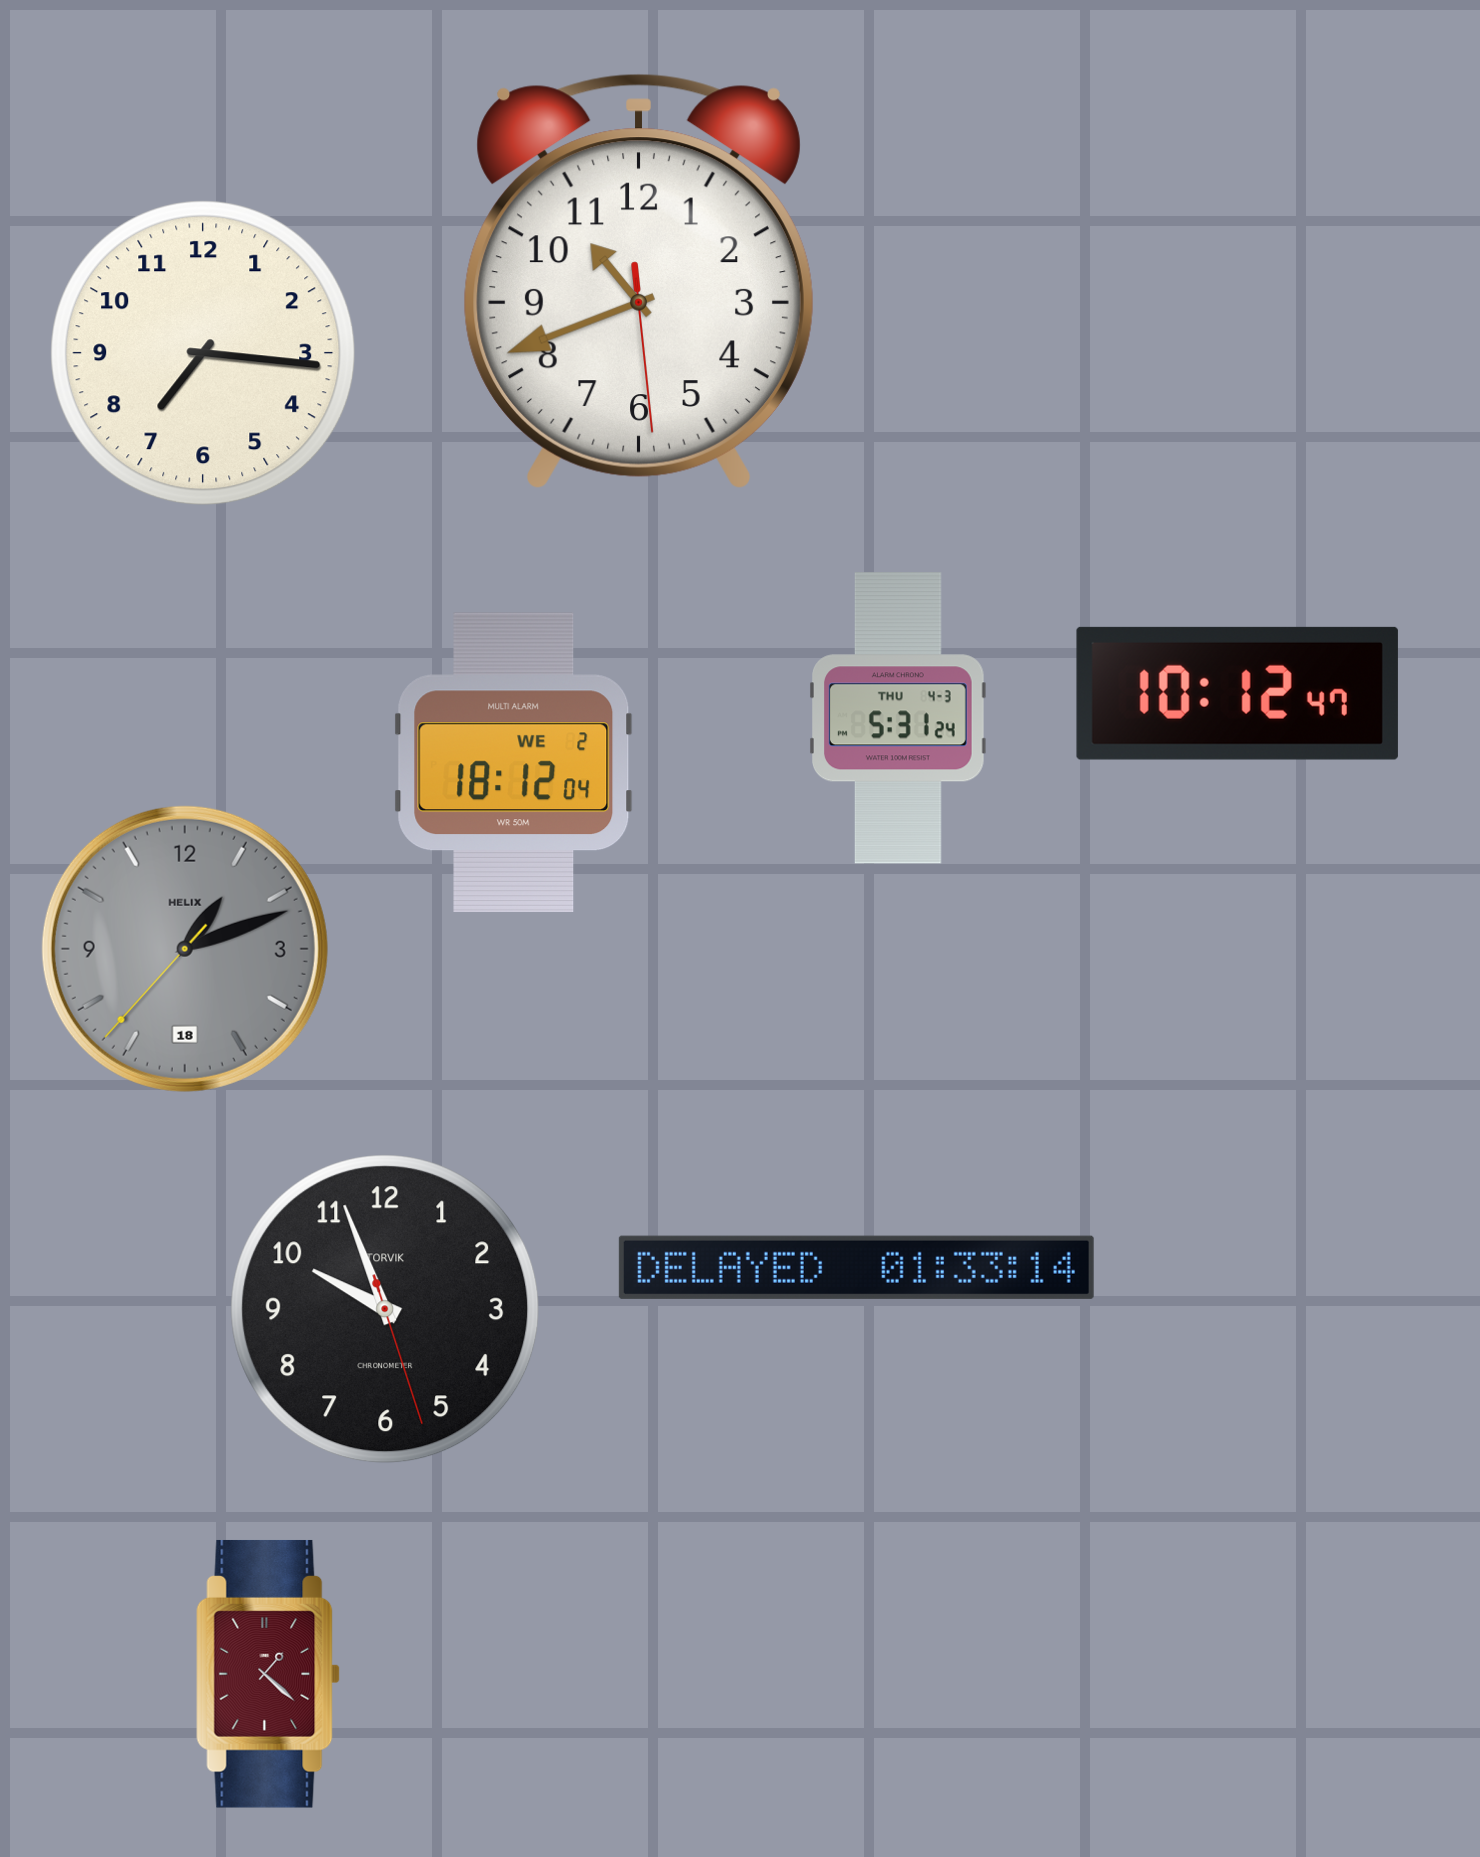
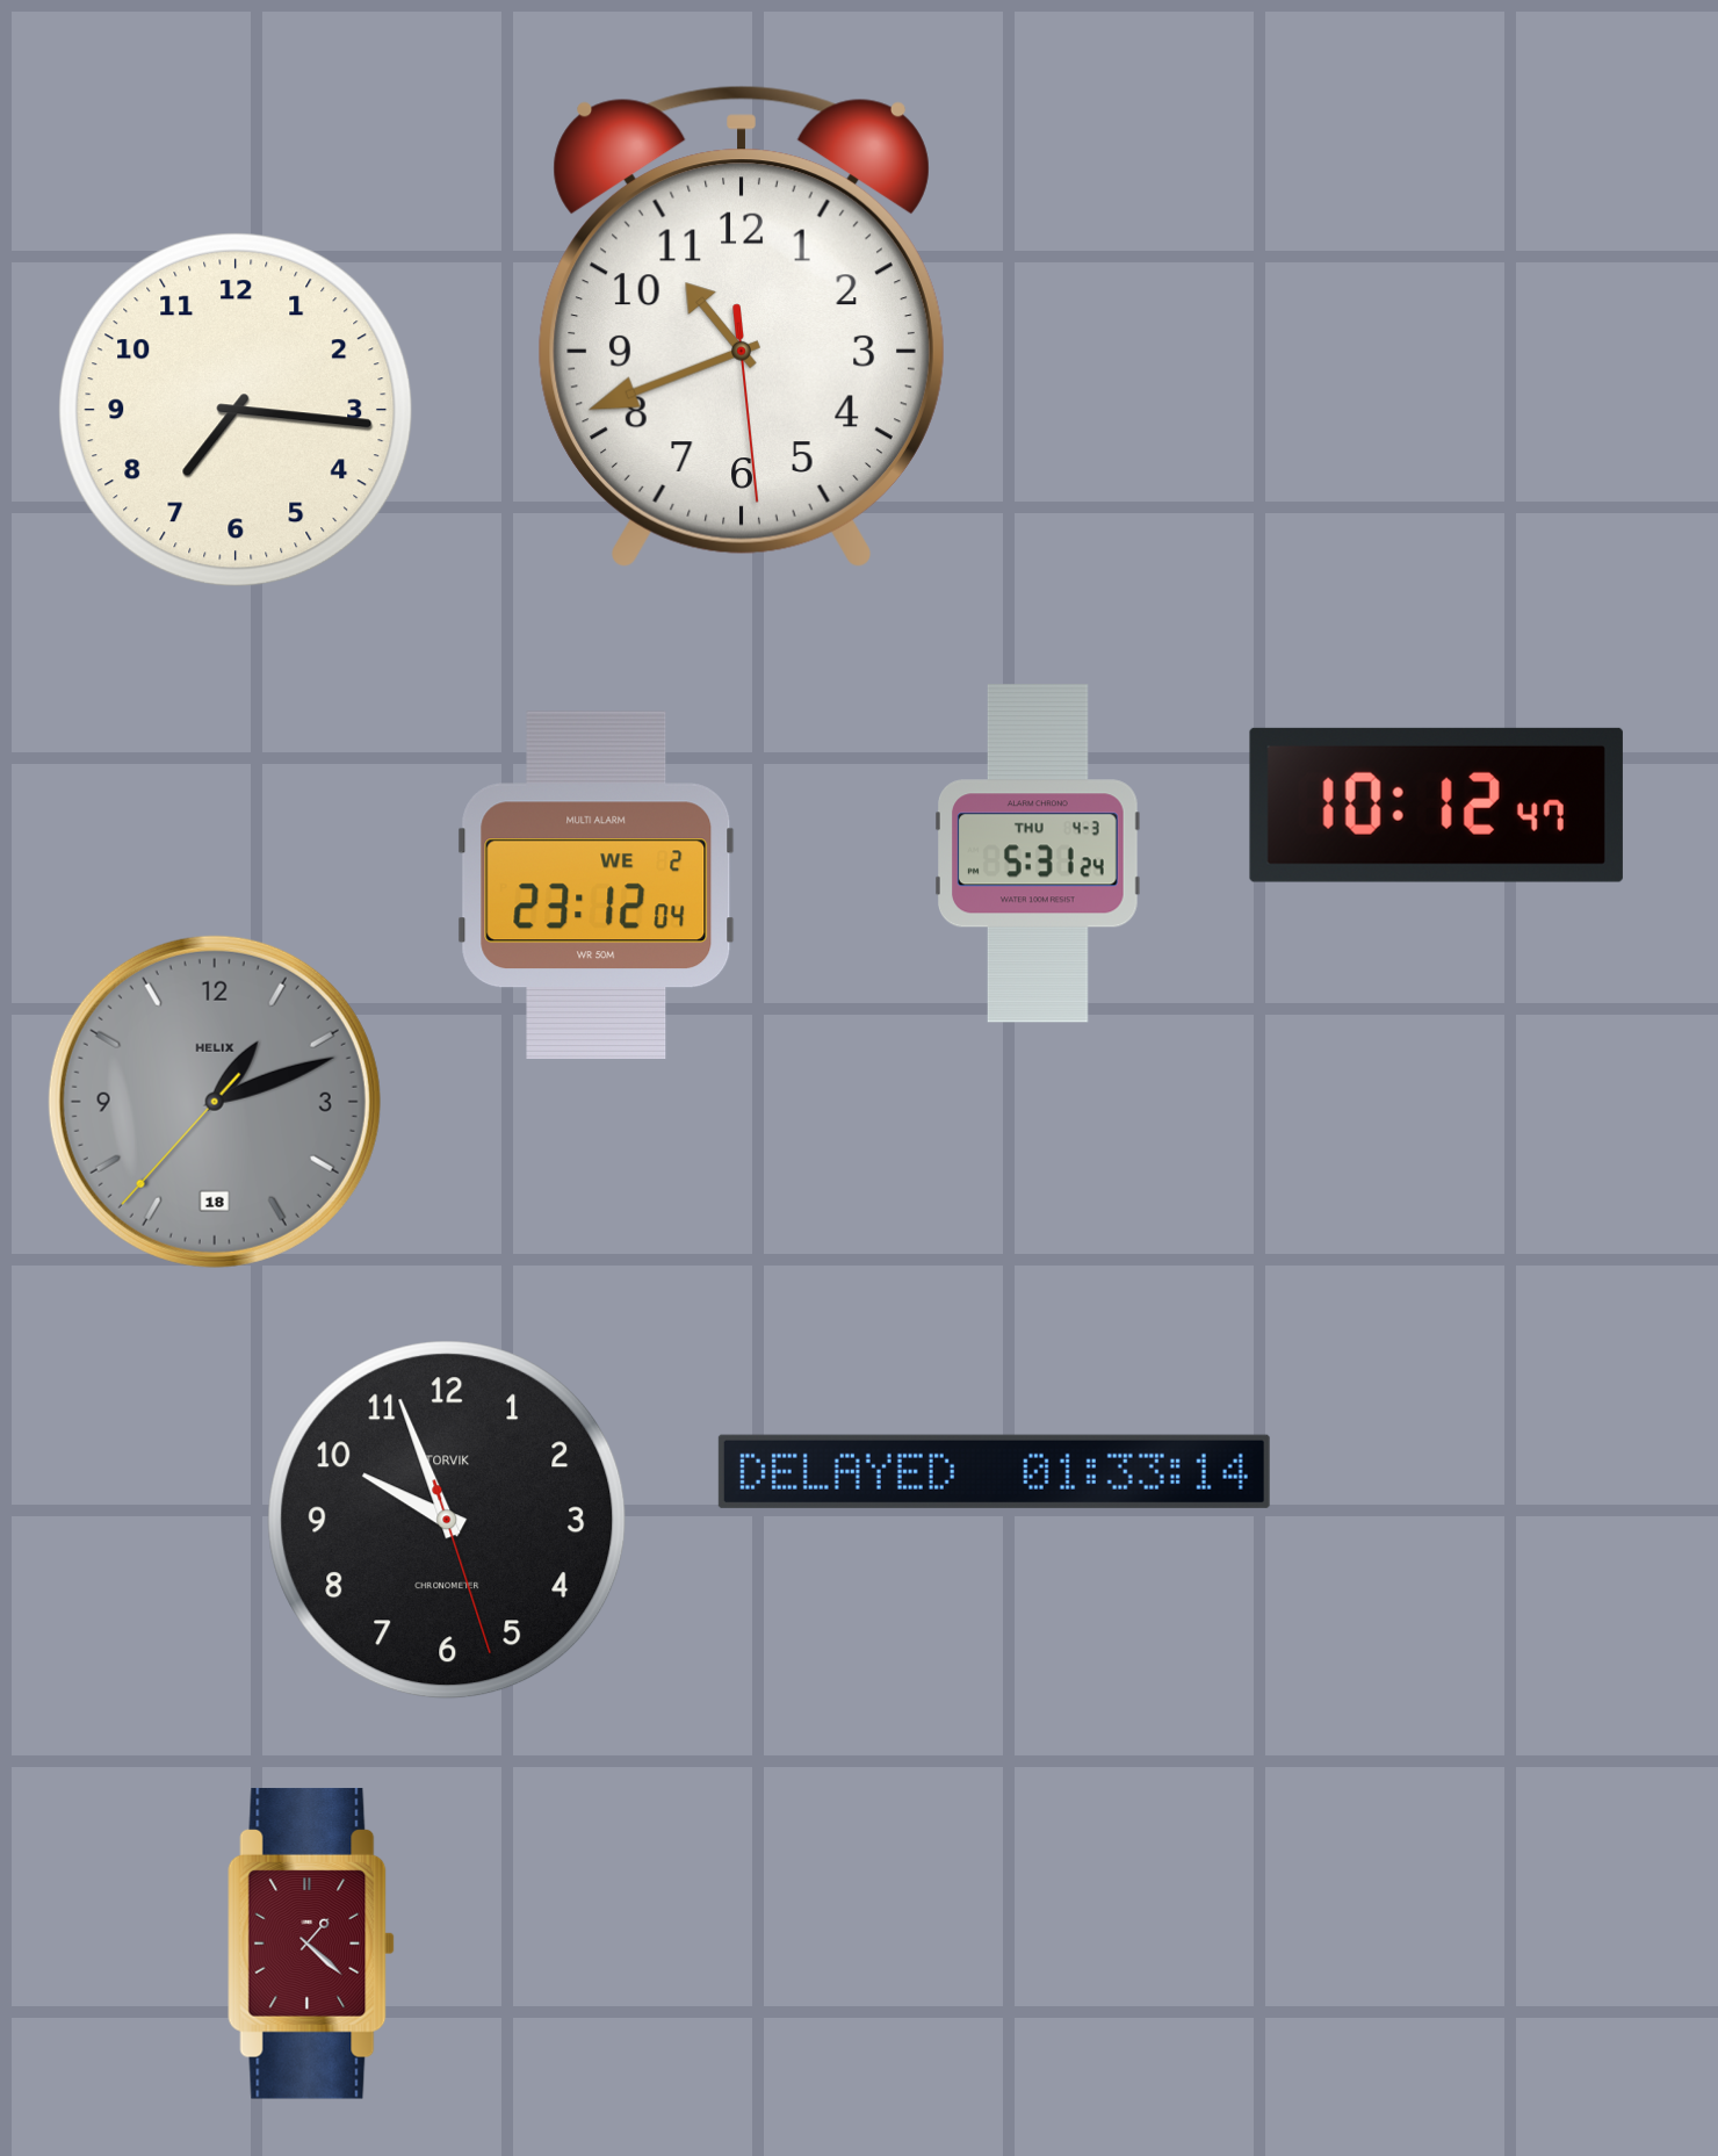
clock at (899, 718) position: (899, 718) -> (1039, 853)
clock at (514, 762): 18:12 -> 23:12
